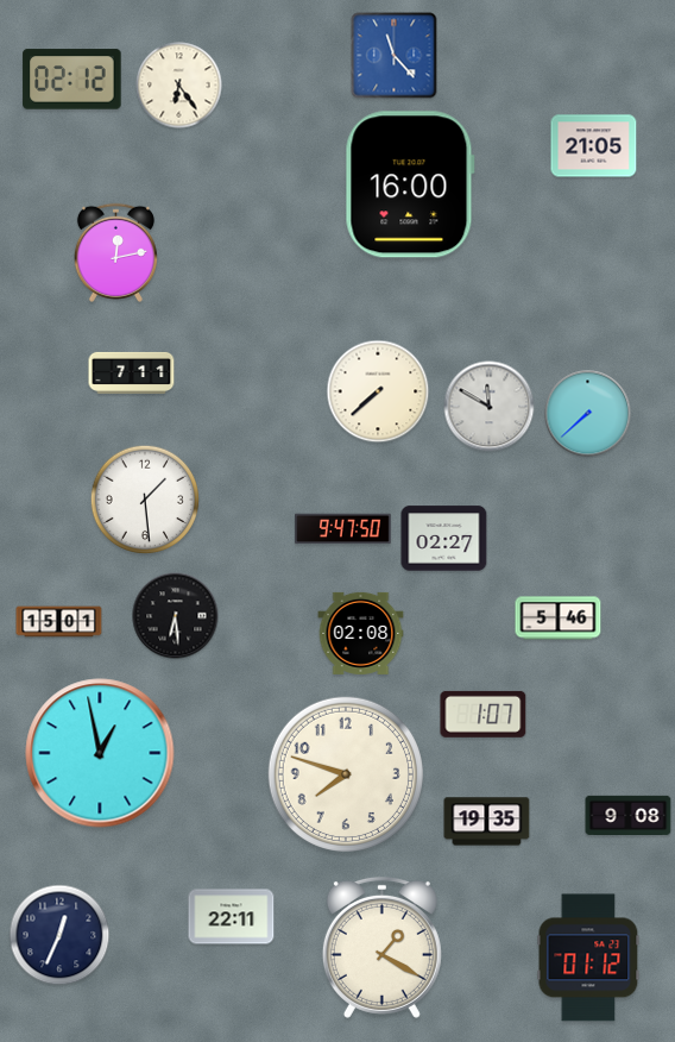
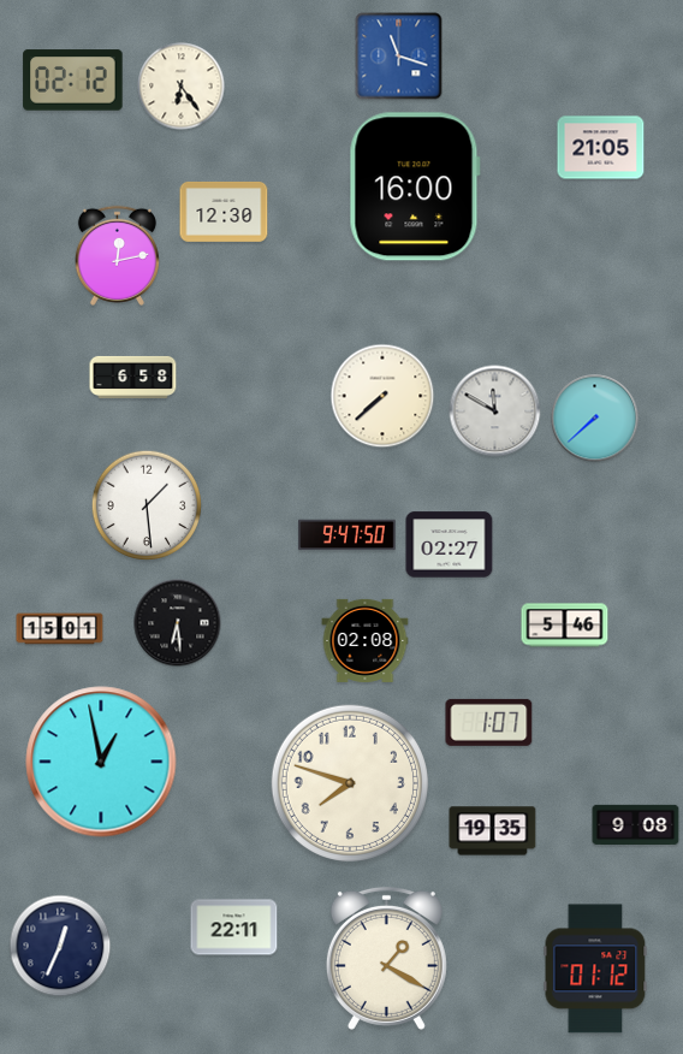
clock at (395, 56): 11:23 -> 11:18
clock at (224, 212): none -> 12:30
clock at (132, 372): 7:11 -> 6:58
